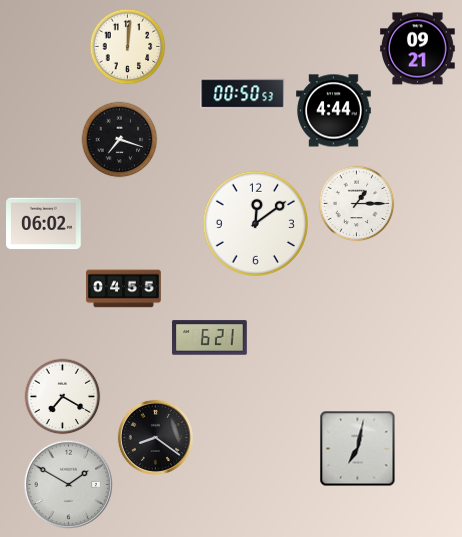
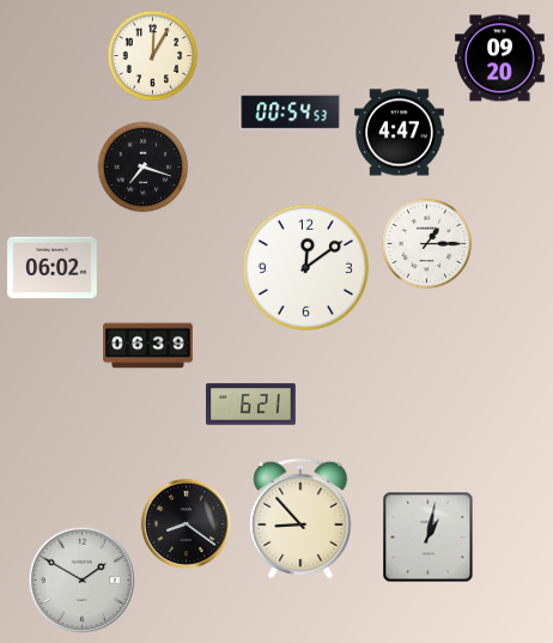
clock at (128, 47): 12:01 -> 12:05
clock at (418, 49): 09:21 -> 09:20
clock at (243, 94): 00:50 -> 00:54
clock at (334, 111): 4:44 -> 4:47
clock at (124, 289): 04:55 -> 06:39
clock at (63, 397): 7:20 -> none
clock at (300, 518): none -> 8:53
clock at (358, 449): 7:02 -> 1:02
